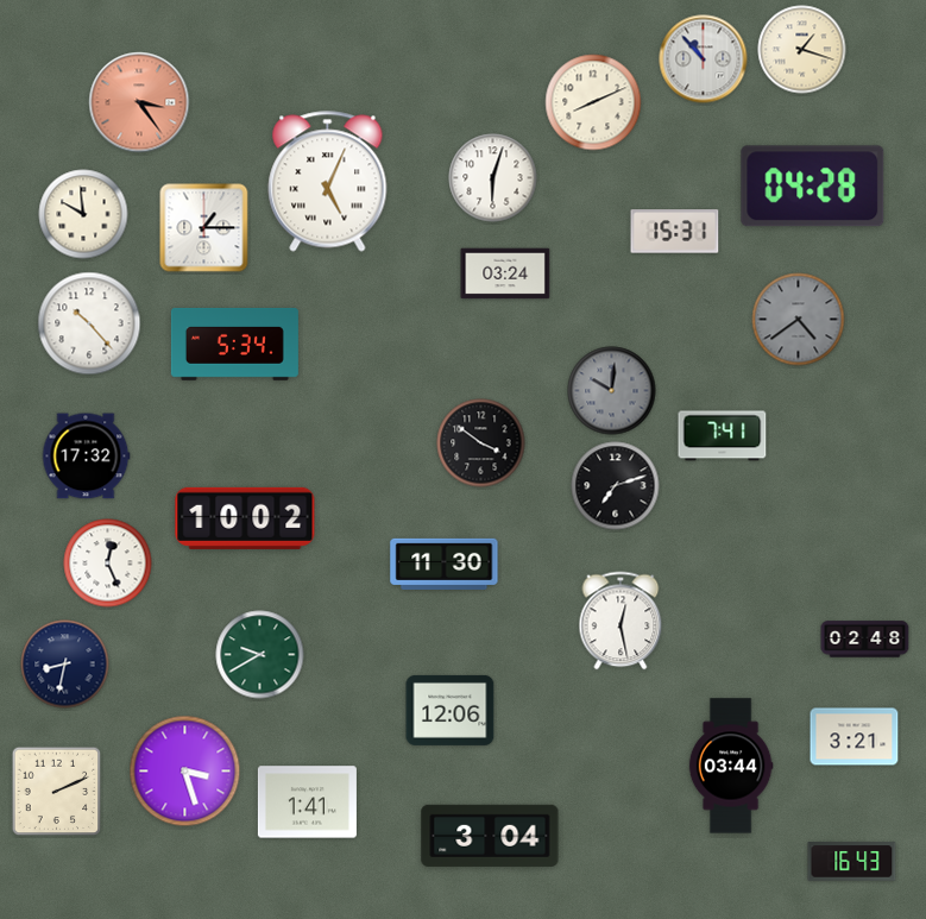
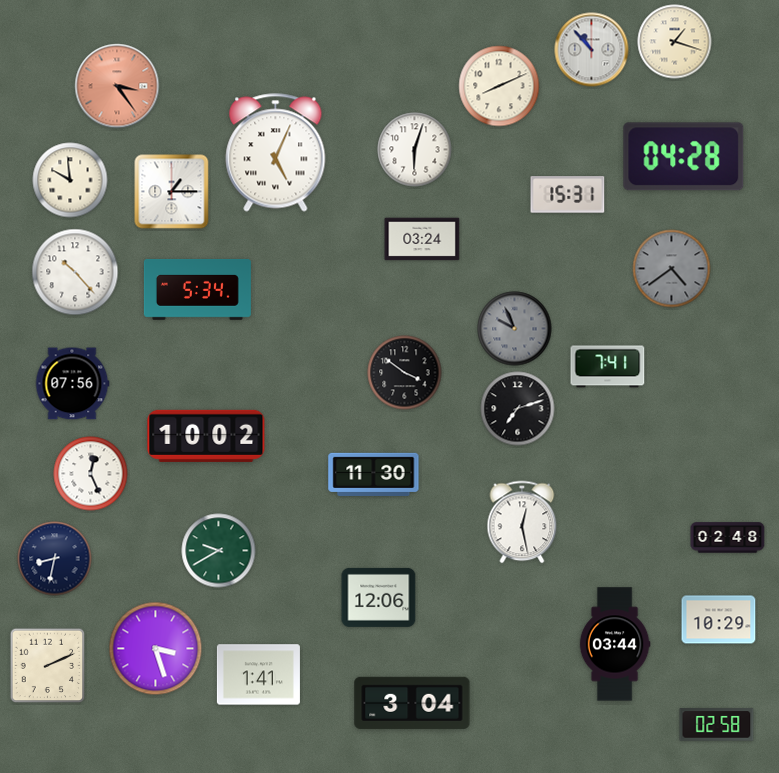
clock at (505, 273) position: (505, 273) -> (422, 239)
clock at (612, 391): 10:01 -> 9:56
clock at (86, 457): 17:32 -> 07:56
clock at (855, 737): 3:21 -> 10:29
clock at (852, 862): 16:43 -> 02:58
